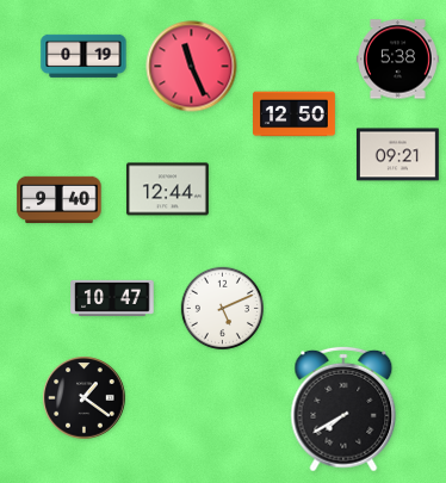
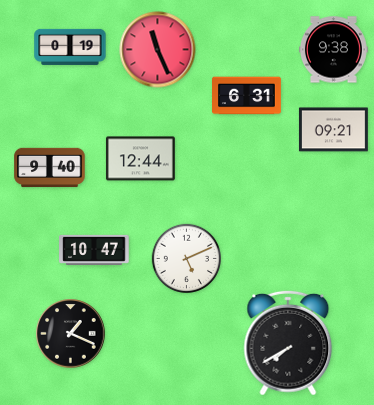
clock at (398, 60): 5:38 -> 9:38
clock at (192, 67) position: (192, 67) -> (158, 50)
clock at (295, 114): 12:50 -> 6:31
clock at (85, 398): 1:21 -> 1:19
